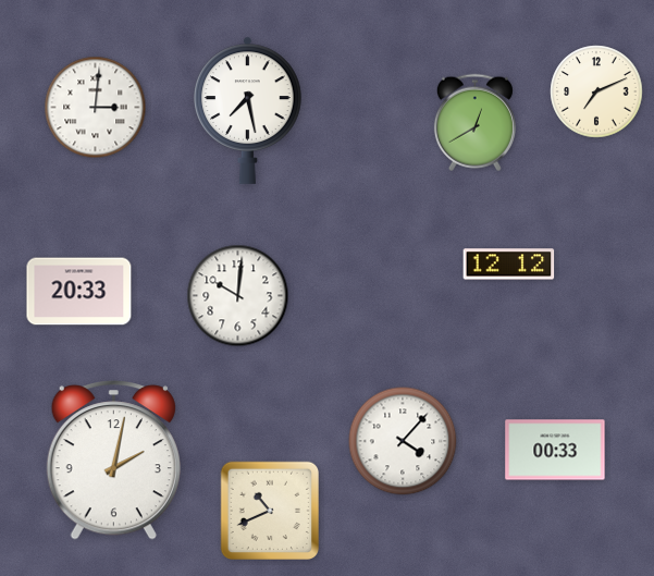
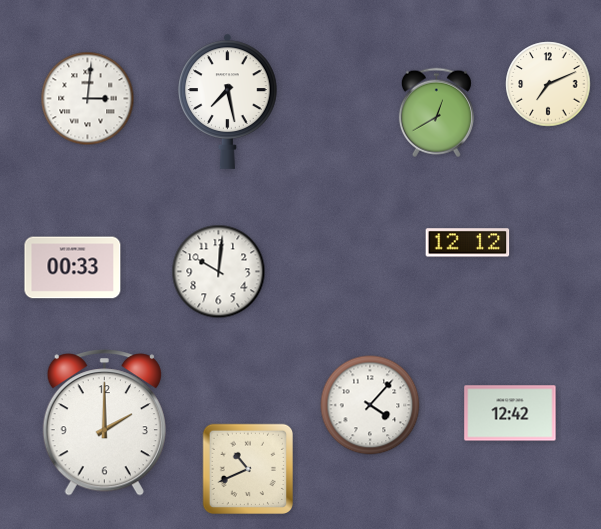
clock at (79, 292): 20:33 -> 00:33
clock at (555, 450): 00:33 -> 12:42
clock at (113, 461): 2:02 -> 2:00
